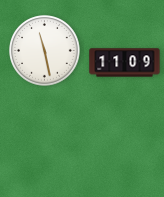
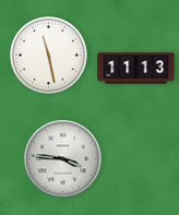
clock at (125, 63): 11:09 -> 11:13
clock at (63, 159): none -> 3:46
